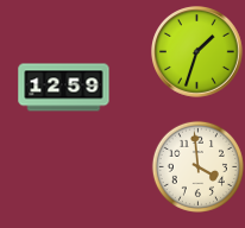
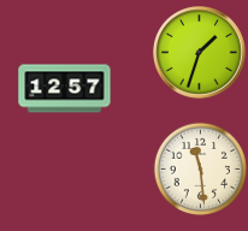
clock at (64, 88): 12:59 -> 12:57
clock at (197, 166): 3:59 -> 11:29
